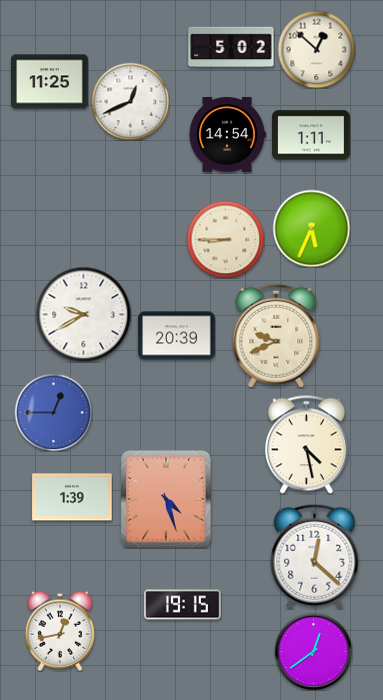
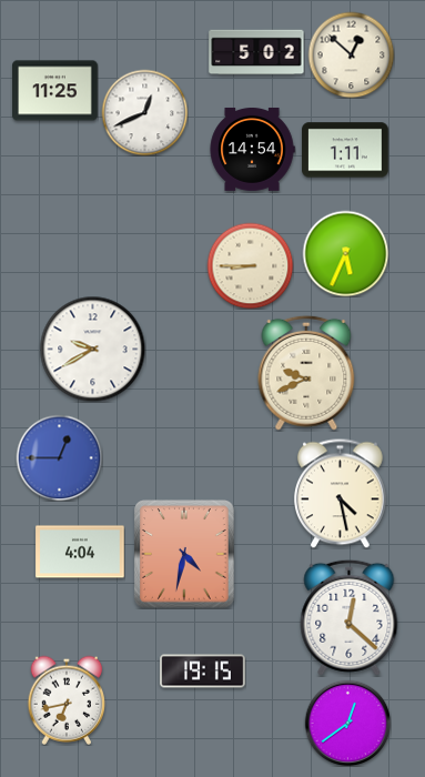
clock at (177, 336): 20:39 -> none
clock at (72, 497): 1:39 -> 4:04
clock at (167, 500): 4:27 -> 4:32
clock at (60, 631): 12:43 -> 6:43
